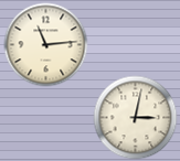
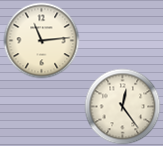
clock at (136, 118): 3:02 -> 12:24
